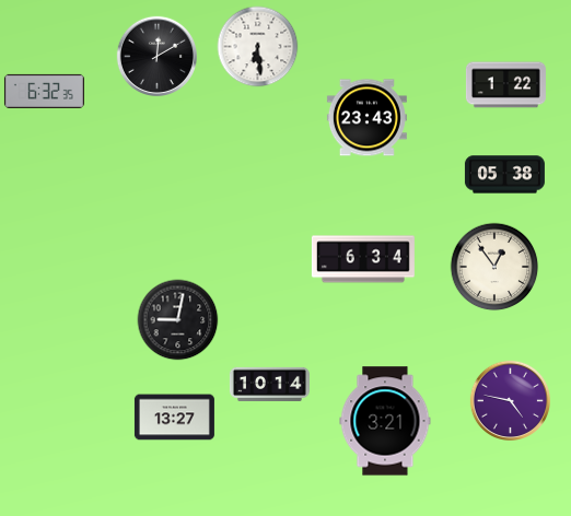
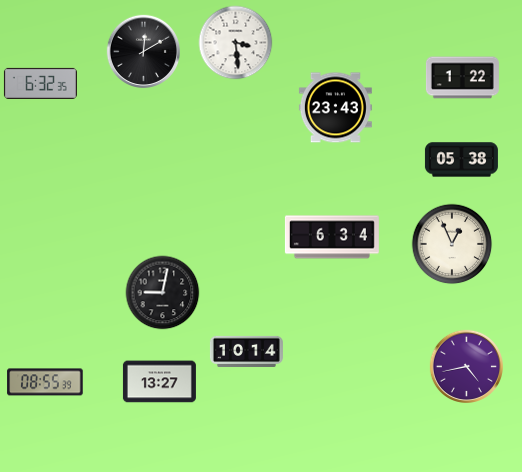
clock at (258, 47): 6:29 -> 3:29
clock at (494, 267): 12:54 -> 12:56
clock at (510, 400): 4:47 -> 4:43
clock at (45, 382): none -> 08:55
clock at (385, 421): 3:21 -> none
